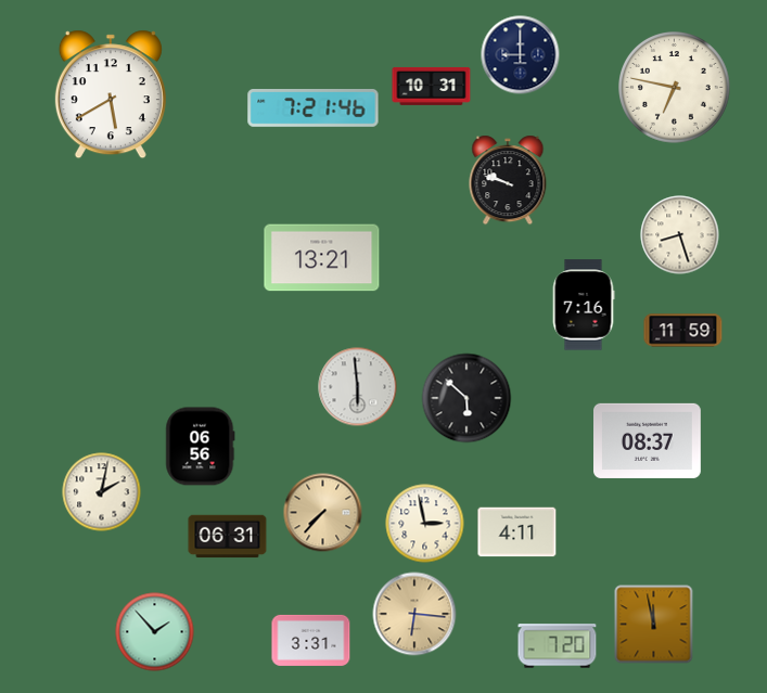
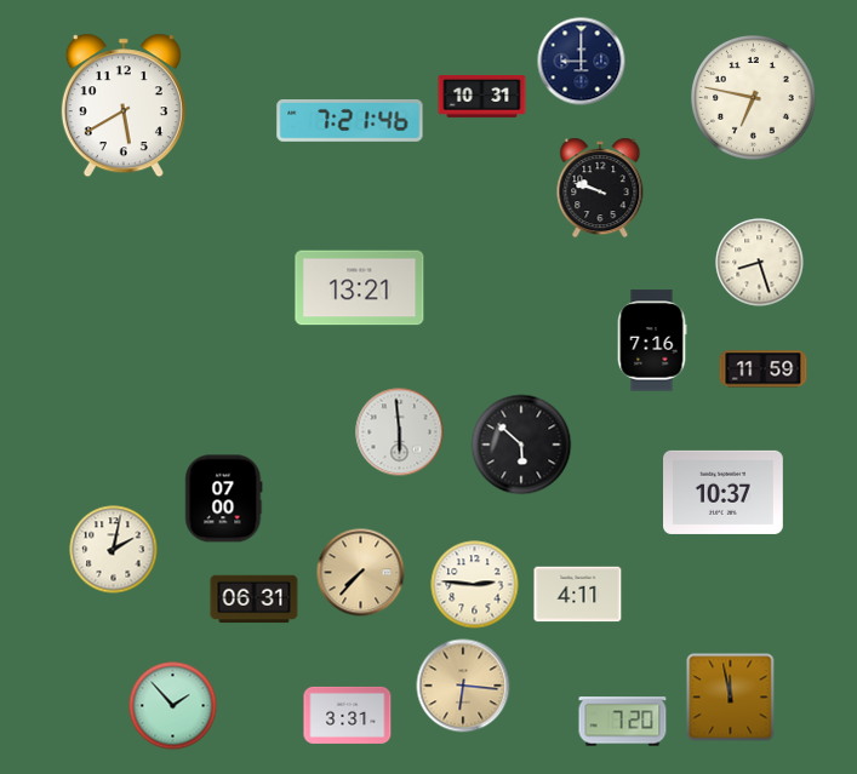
clock at (508, 180) position: (508, 180) -> (600, 188)
clock at (648, 440): 08:37 -> 10:37
clock at (201, 447): 06:56 -> 07:00
clock at (425, 524): 2:58 -> 2:46
